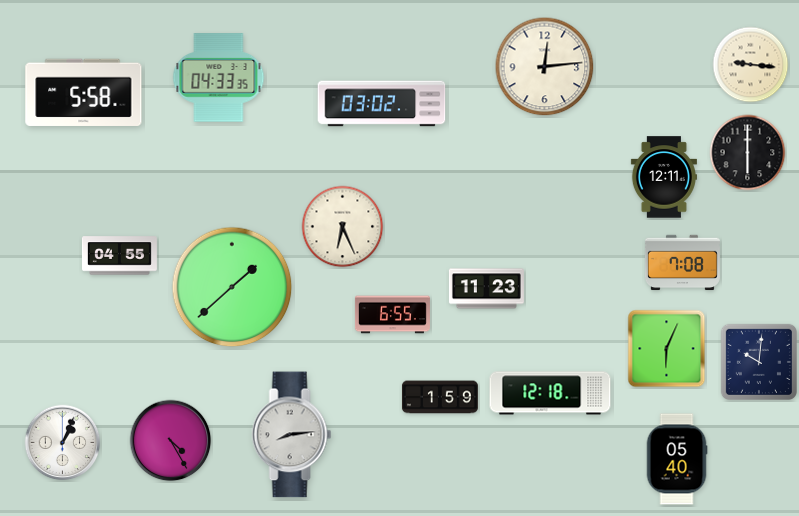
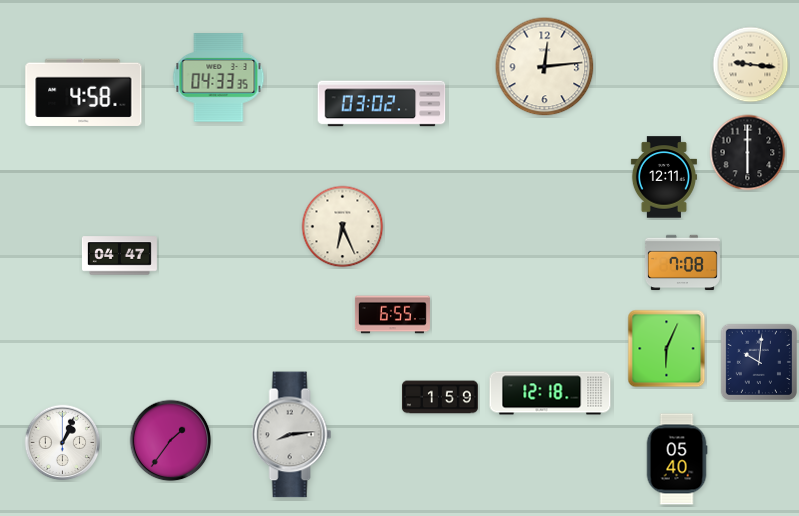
clock at (84, 92): 5:58 -> 4:58
clock at (119, 256): 04:55 -> 04:47
clock at (232, 287): 1:38 -> none
clock at (486, 289): 11:23 -> none
clock at (171, 441): 4:25 -> 1:36
